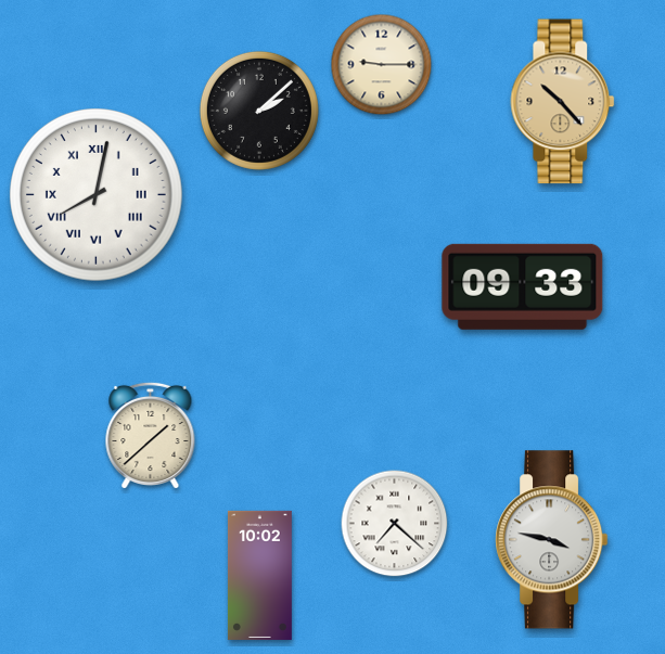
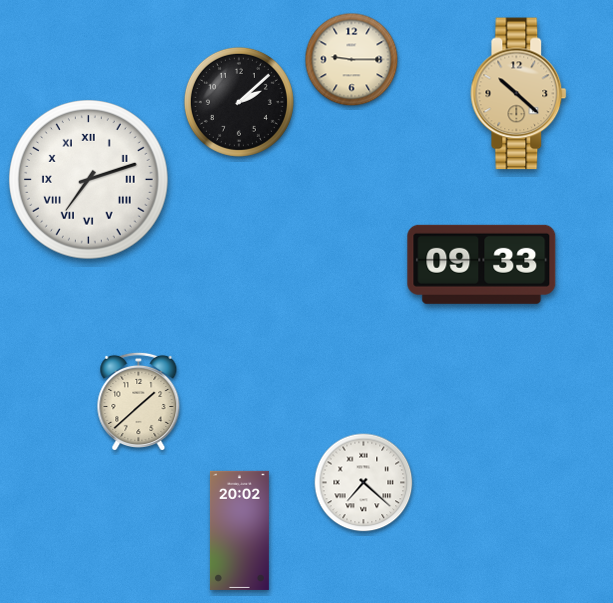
clock at (563, 102): 10:23 -> 10:22
clock at (97, 195): 8:02 -> 7:12
clock at (552, 540): 3:47 -> none
clock at (259, 575): 10:02 -> 20:02
